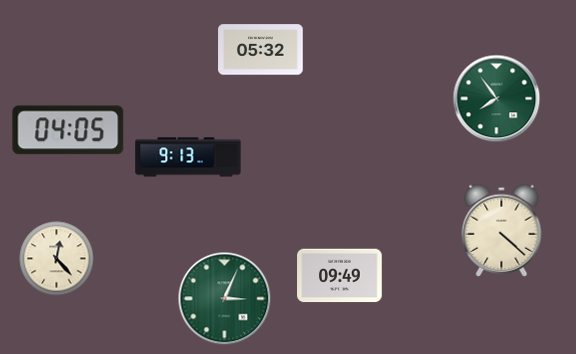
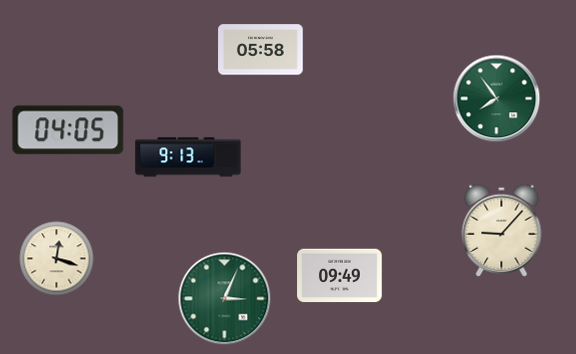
clock at (261, 50): 05:32 -> 05:58
clock at (502, 230): 4:22 -> 9:07
clock at (57, 259): 12:23 -> 12:18
